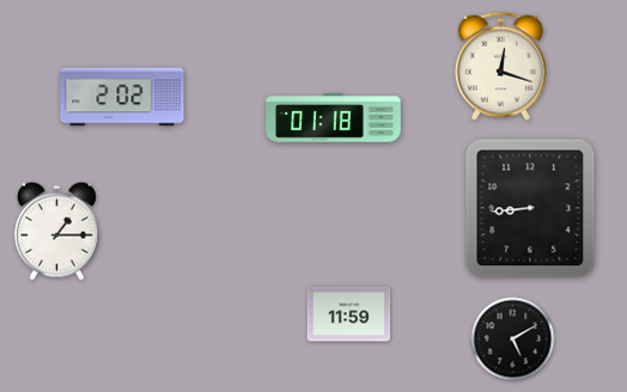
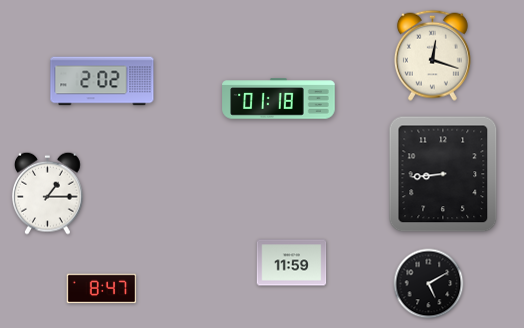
clock at (500, 66) position: (500, 66) -> (432, 55)
clock at (102, 289): none -> 8:47
